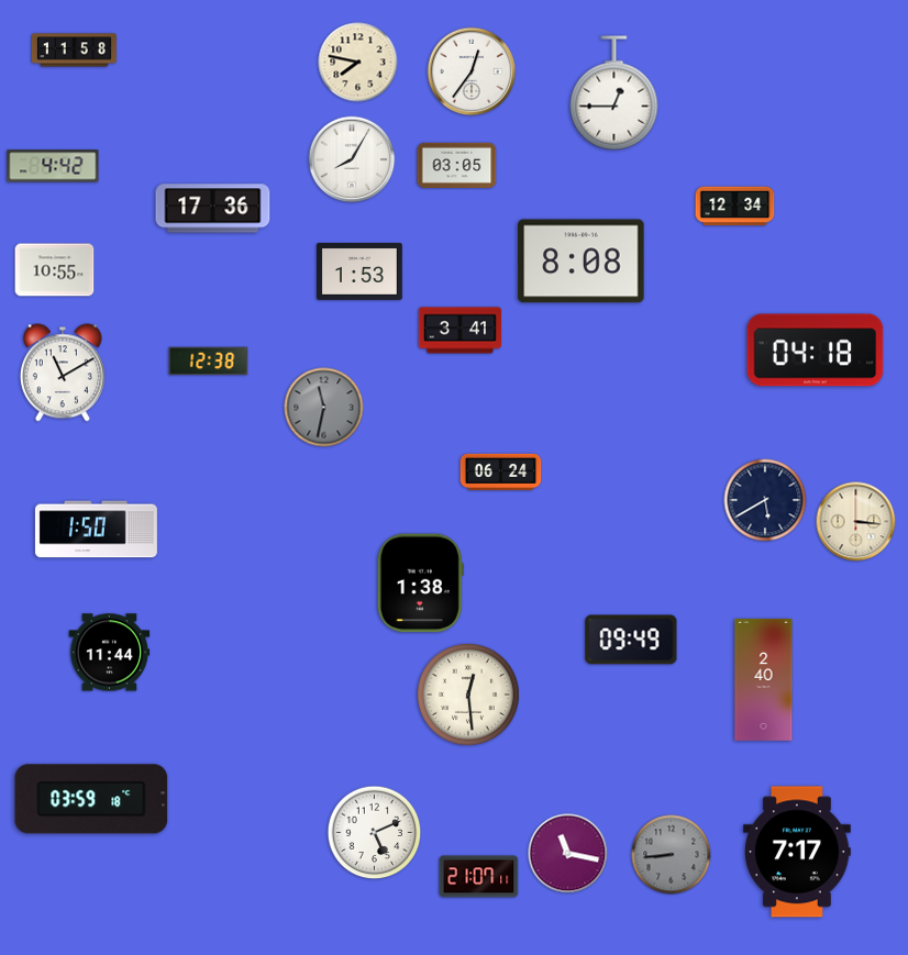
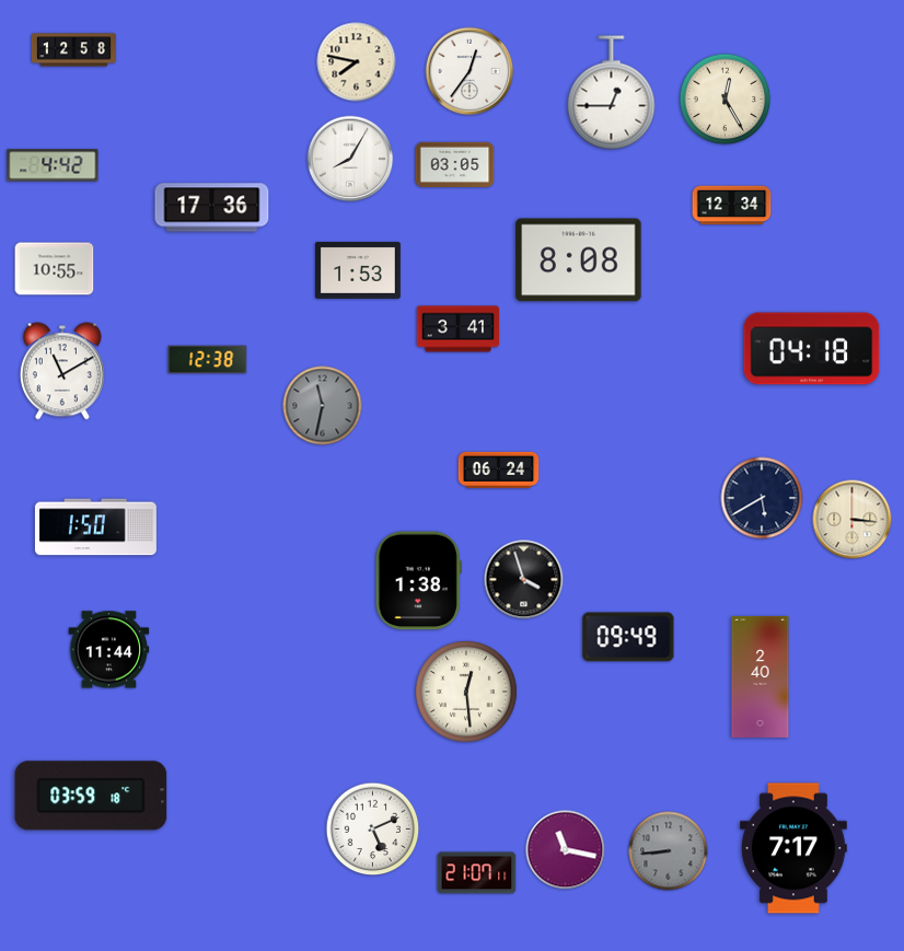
clock at (74, 51): 11:58 -> 12:58
clock at (726, 100): none -> 12:25
clock at (524, 580): none -> 3:57
